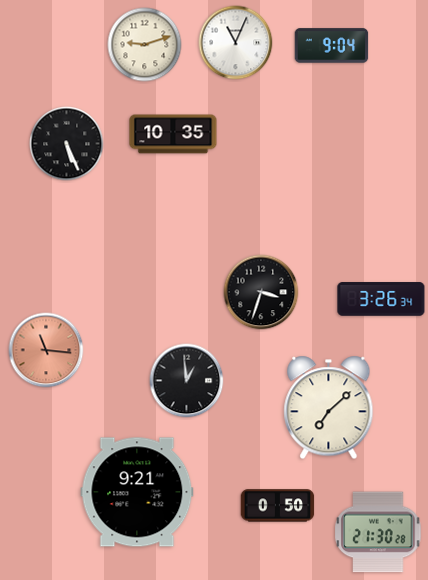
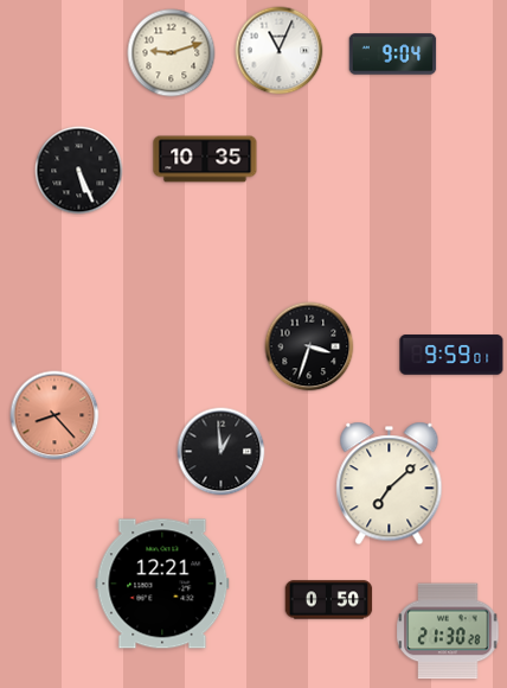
clock at (381, 299): 3:26 -> 9:59
clock at (46, 350): 11:16 -> 8:23
clock at (137, 492): 9:21 -> 12:21
